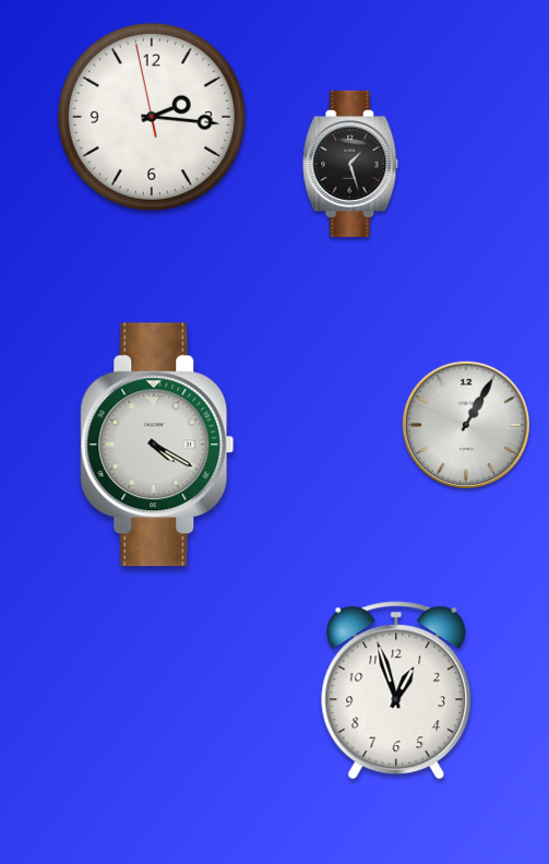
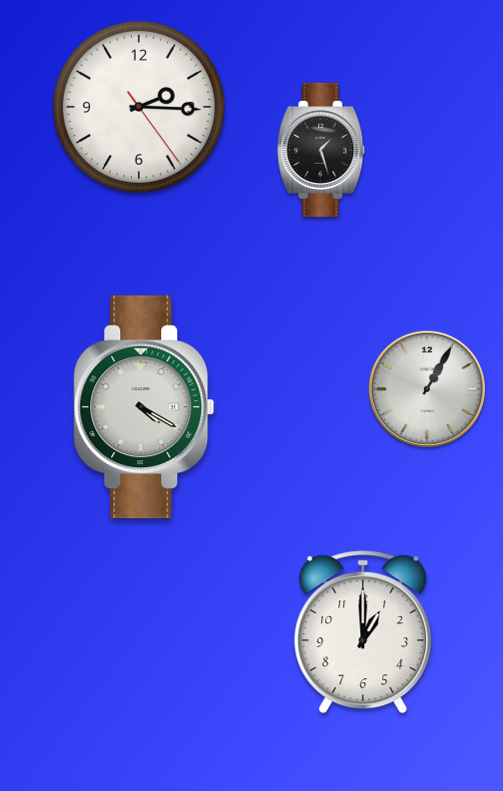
clock at (152, 117): 2:15:58 -> 2:15:24
clock at (396, 690): 12:57 -> 1:00
